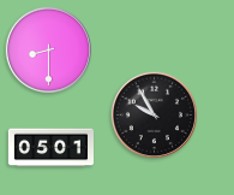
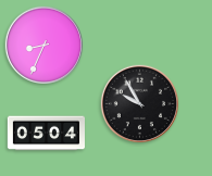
clock at (48, 49): 8:30 -> 8:34
clock at (50, 148): 05:01 -> 05:04
